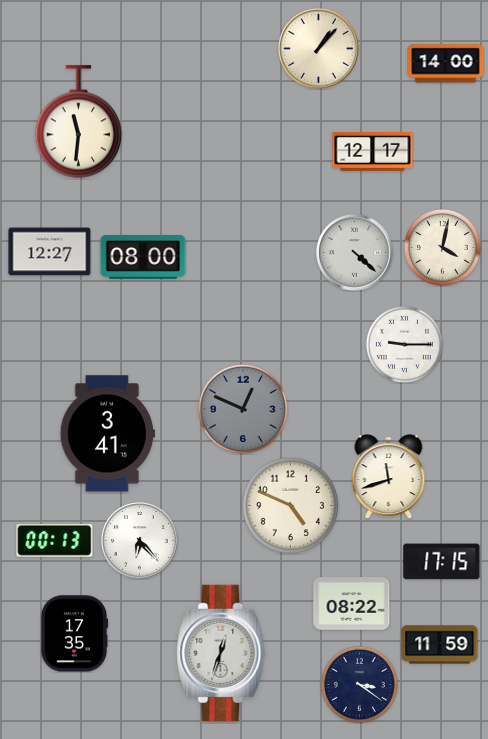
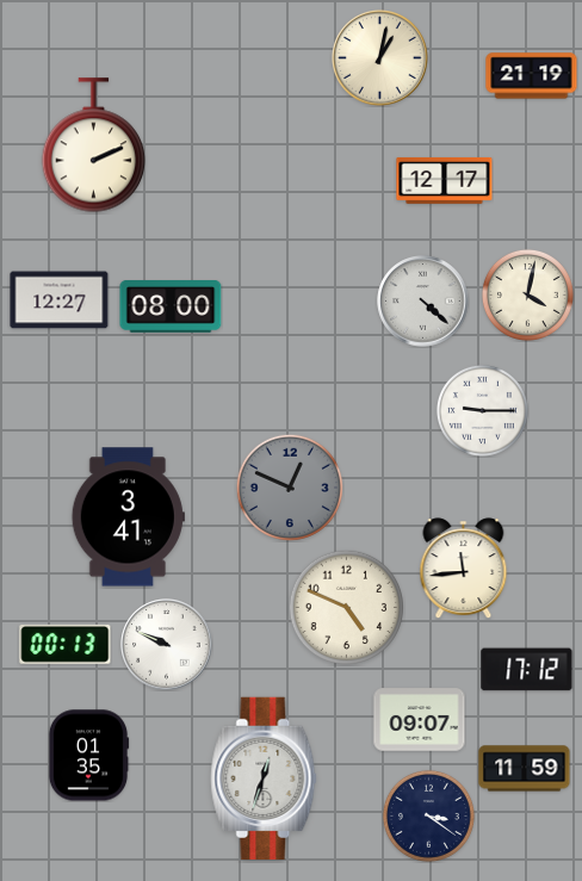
clock at (319, 49): 1:07 -> 1:02
clock at (446, 64): 14:00 -> 21:19
clock at (79, 122): 11:31 -> 2:11
clock at (389, 476): 11:42 -> 11:44
clock at (290, 505) position: (290, 505) -> (346, 607)
clock at (140, 541): 6:23 -> 9:49
clock at (442, 562): 17:15 -> 17:12
clock at (352, 604): 08:22 -> 09:07
clock at (74, 634): 17:35 -> 01:35
